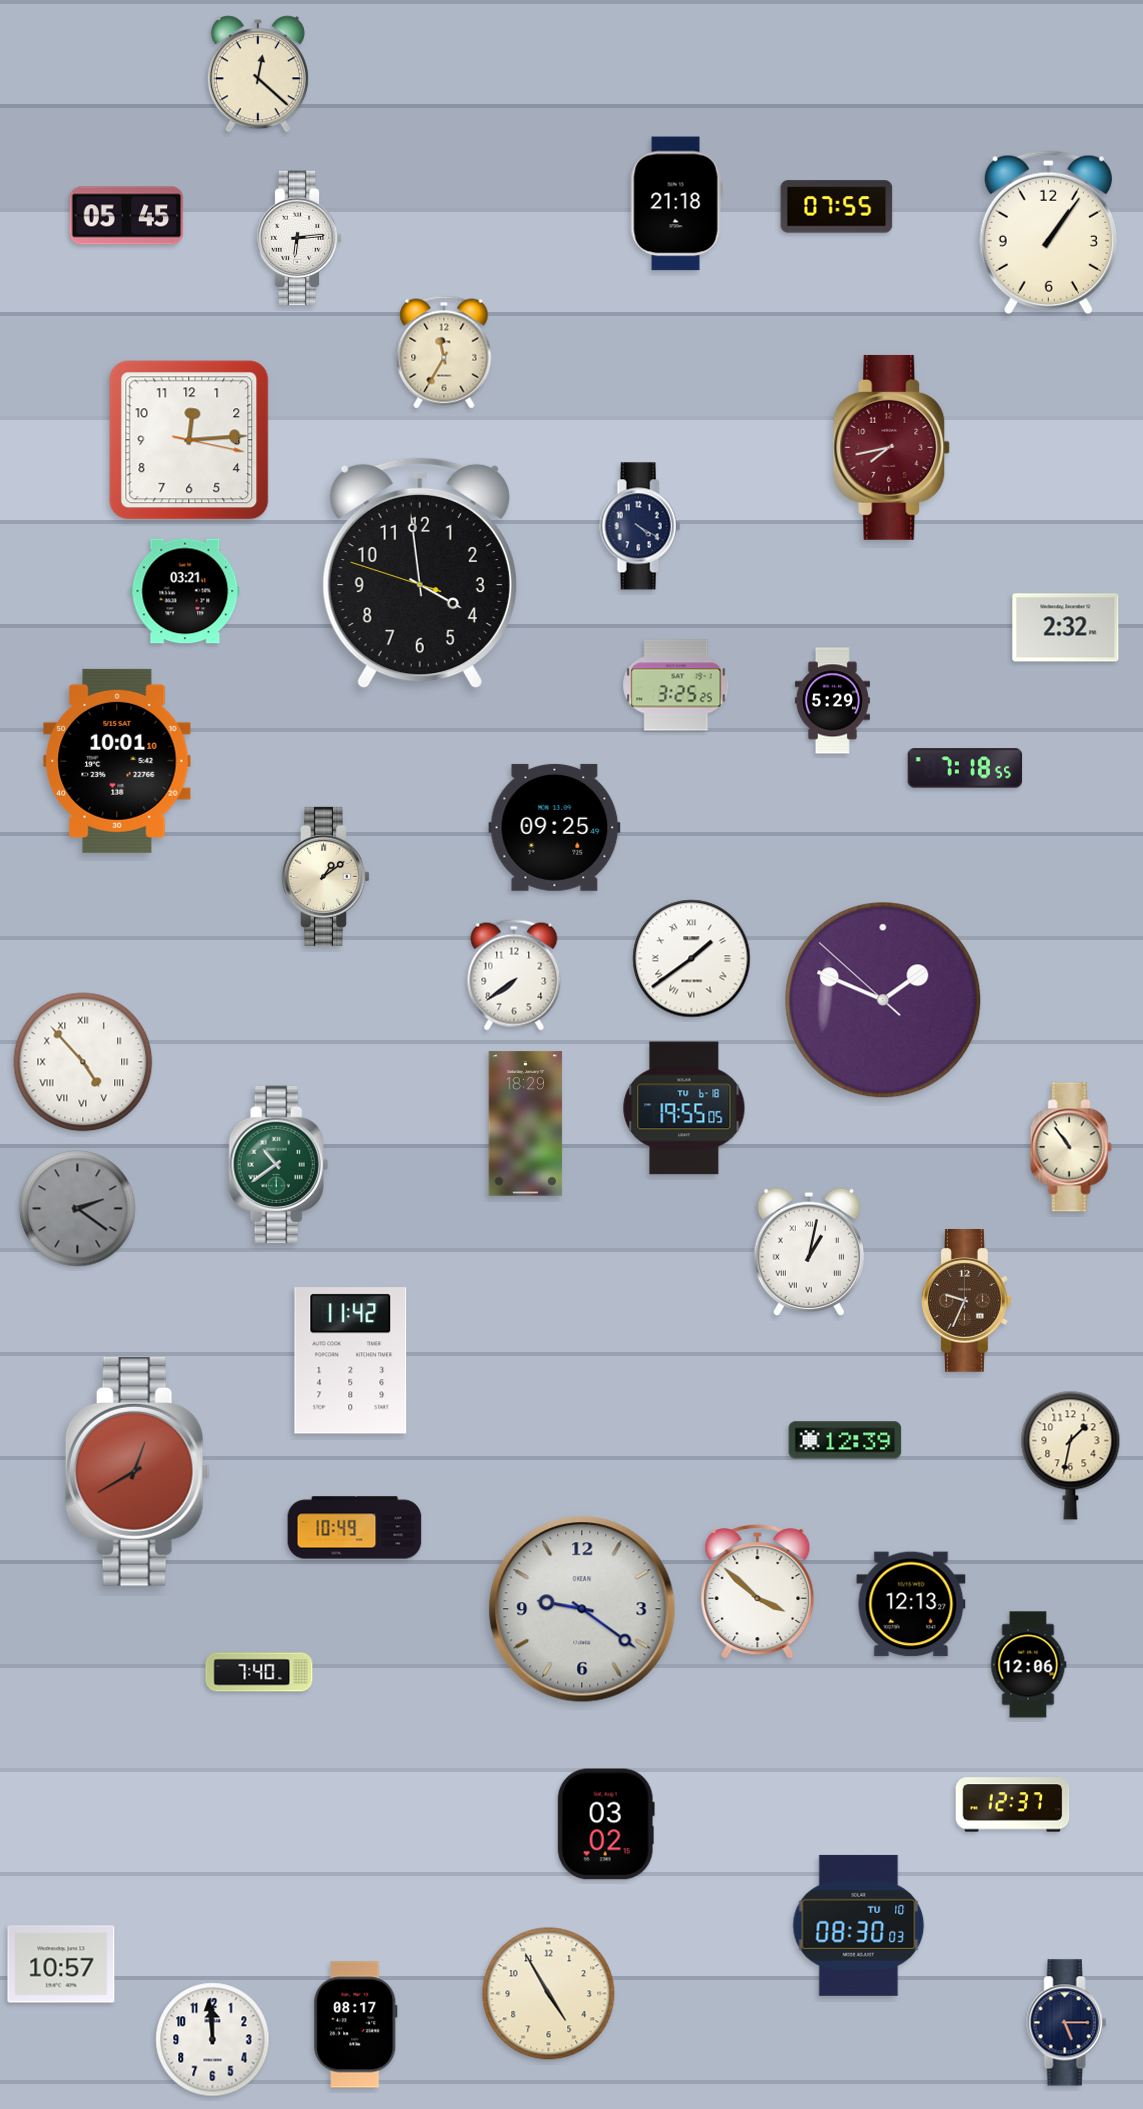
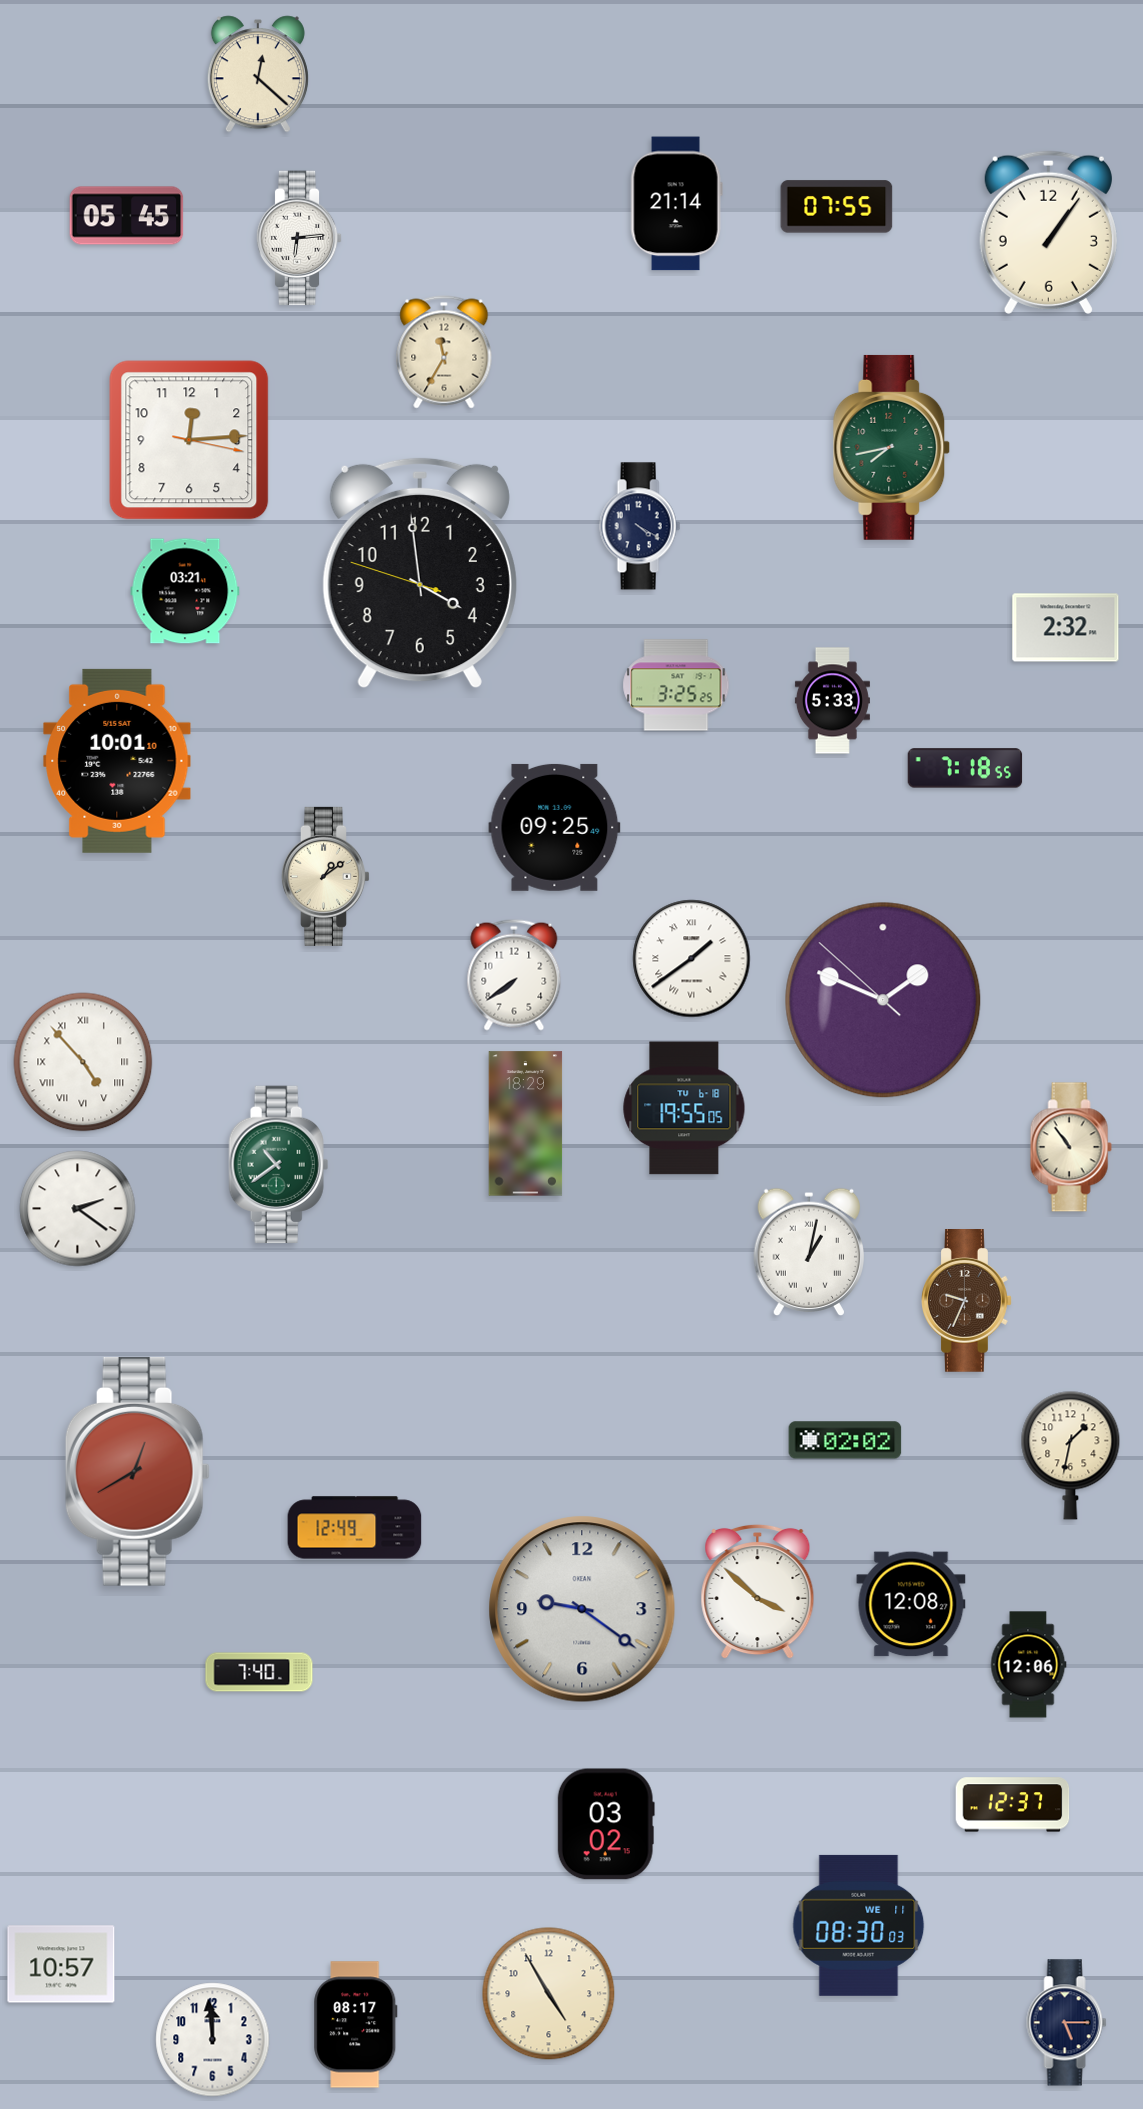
clock at (676, 204): 21:18 -> 21:14
clock at (892, 447) dial: burgundy -> green
clock at (832, 701): 5:29 -> 5:33
clock at (78, 1209) dial: grey -> white
clock at (351, 1361): 11:42 -> none
clock at (845, 1440): 12:39 -> 02:02
clock at (355, 1528): 10:49 -> 12:49
clock at (911, 1604): 12:13 -> 12:08
clock at (859, 1925) date: TU 10 -> WE 11
